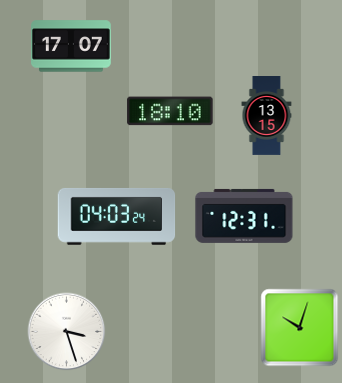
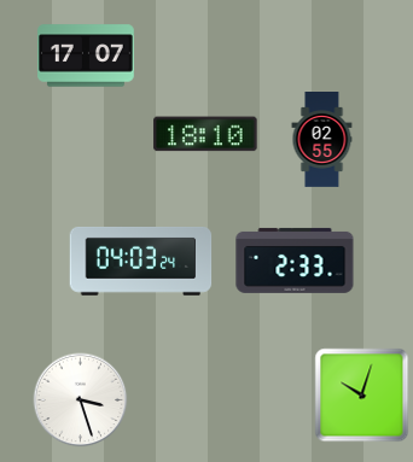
clock at (267, 116): 13:15 -> 02:55
clock at (244, 216): 12:31 -> 2:33
